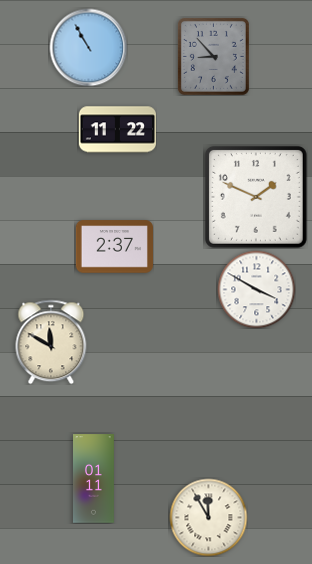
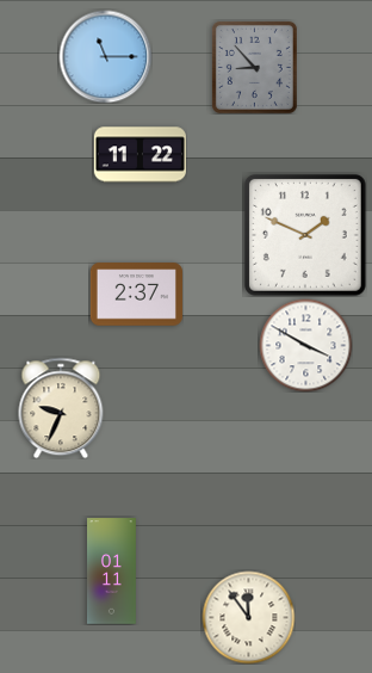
clock at (88, 47): 10:55 -> 11:15
clock at (51, 342): 11:50 -> 9:34
clock at (208, 517): 11:55 -> 11:54
